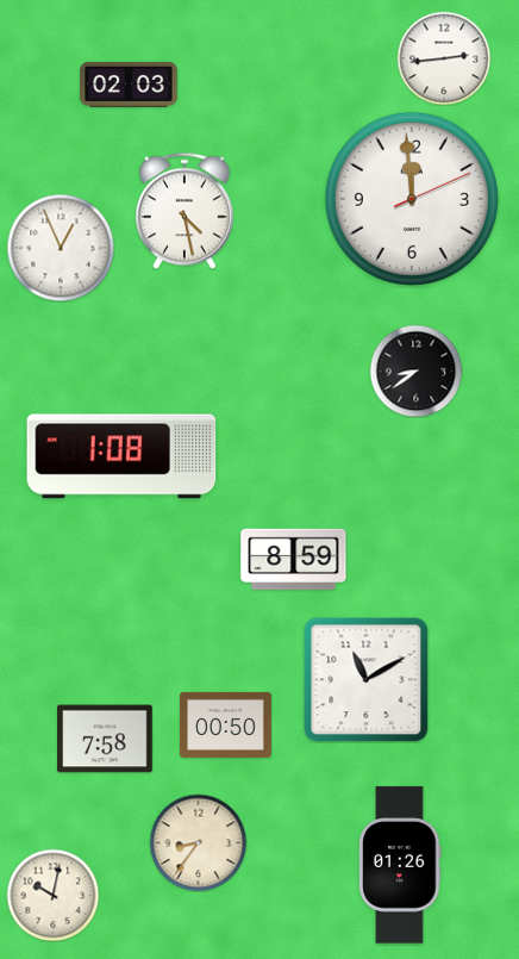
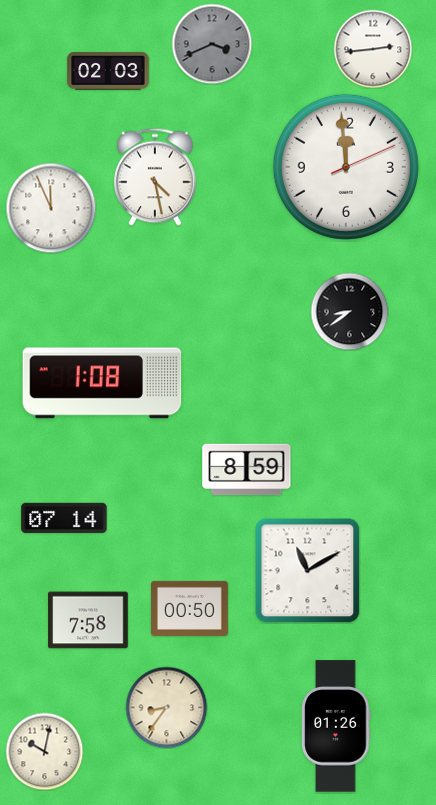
clock at (212, 44): none -> 3:41
clock at (61, 248): 12:56 -> 11:56
clock at (64, 518): none -> 07:14
